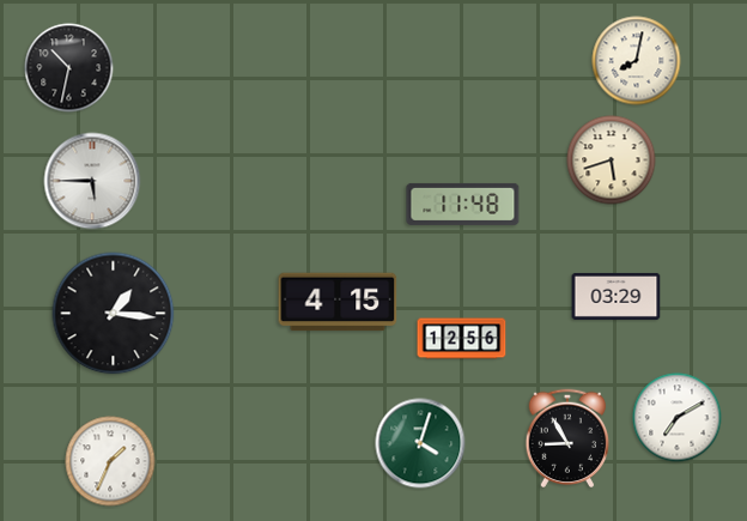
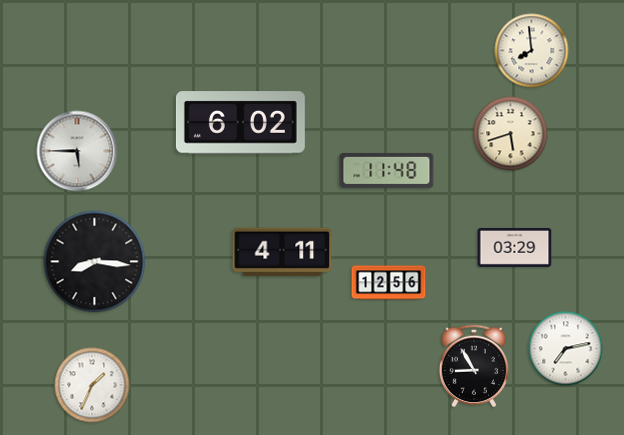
clock at (637, 61): 8:02 -> 7:59
clock at (69, 68): 10:32 -> none
clock at (240, 123): none -> 6:02
clock at (338, 302): 4:15 -> 4:11
clock at (114, 314): 1:16 -> 8:16
clock at (462, 339) position: (462, 339) -> (389, 283)
clock at (678, 418): 7:10 -> 7:13
clock at (420, 443): 4:03 -> none
